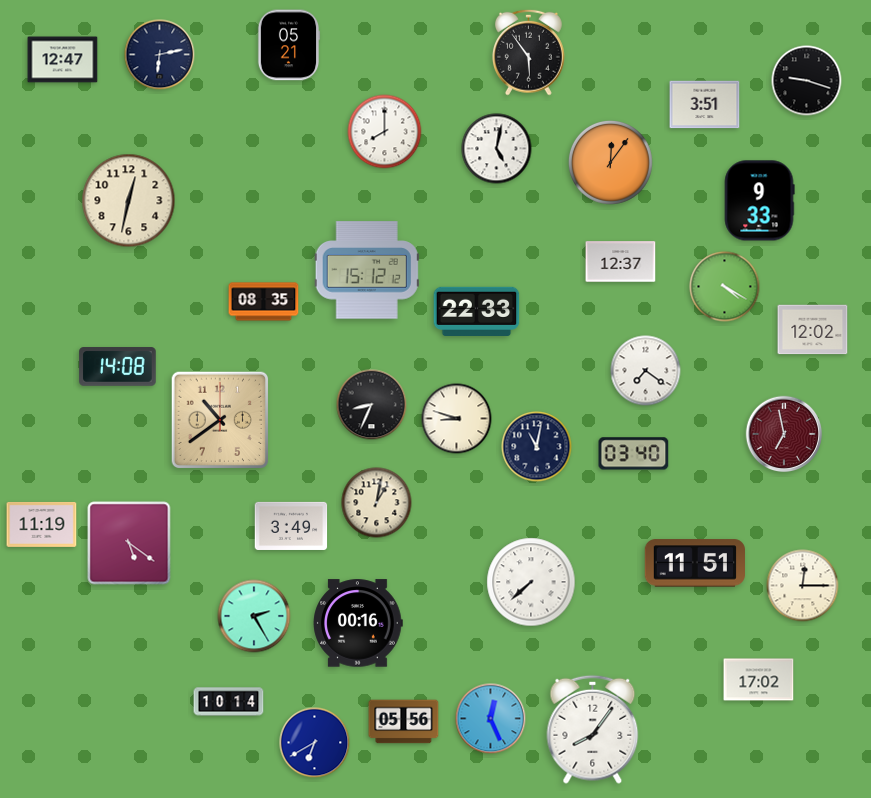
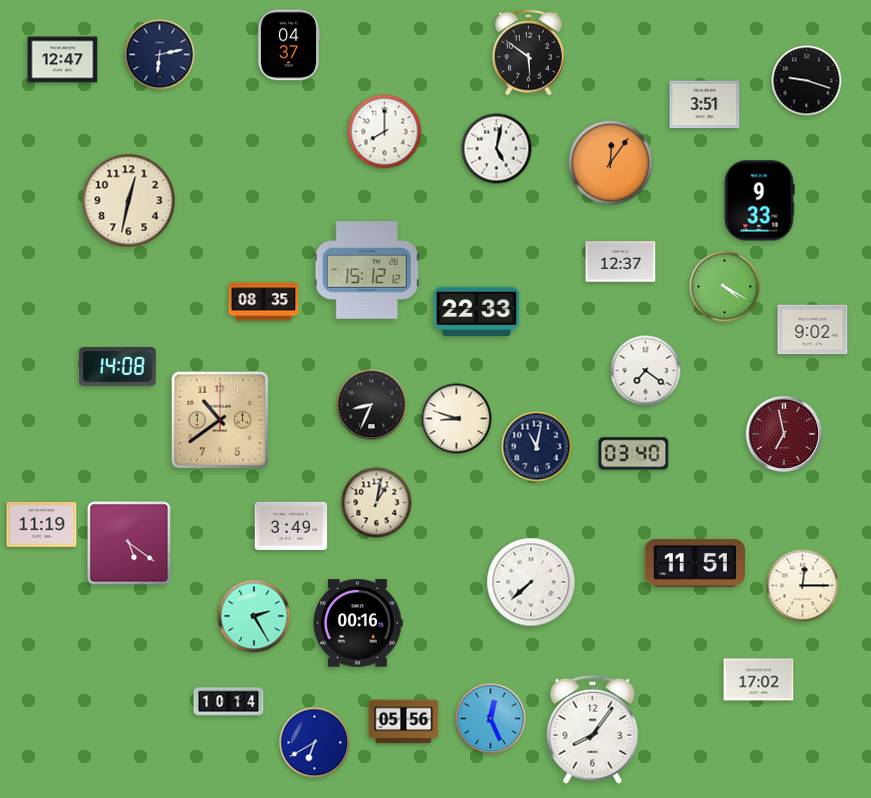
clock at (289, 45): 05:21 -> 04:37
clock at (528, 52): 5:54 -> 5:51
clock at (813, 330): 12:02 -> 9:02
